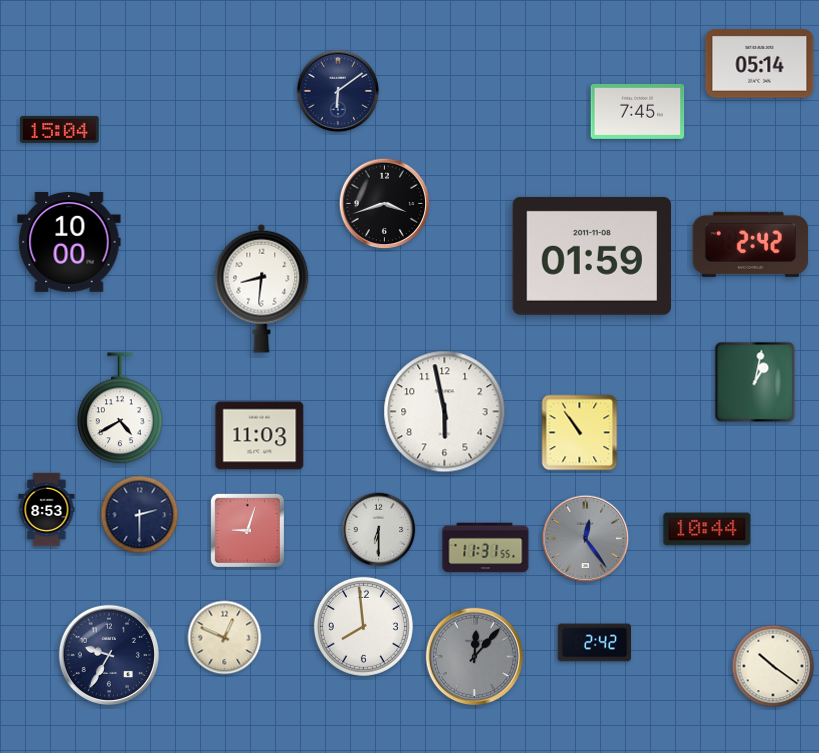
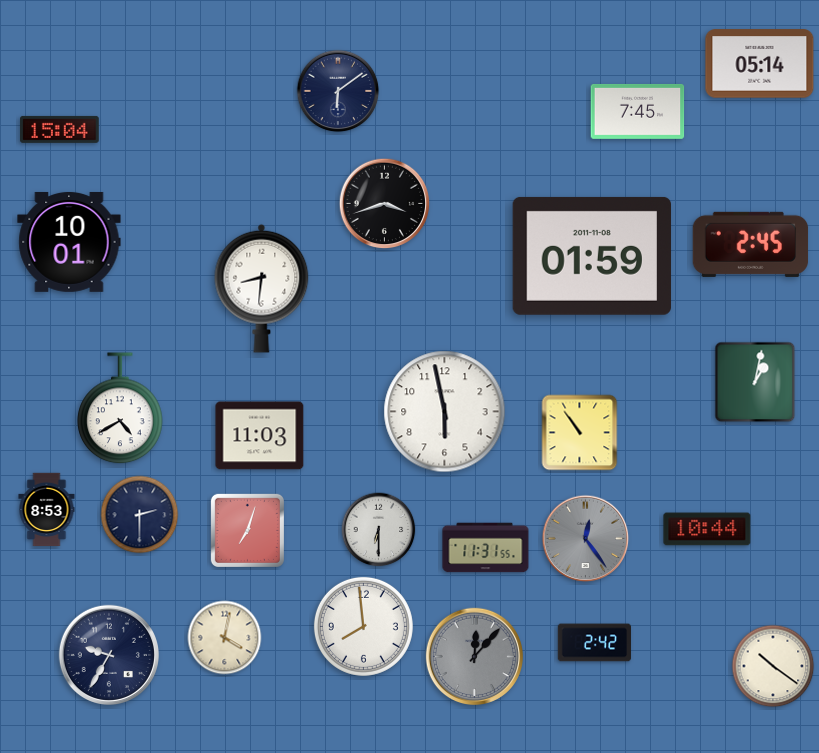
clock at (69, 242): 10:00 -> 10:01
clock at (751, 244): 2:42 -> 2:45
clock at (247, 530): 9:03 -> 7:03
clock at (225, 638): 12:49 -> 4:02
